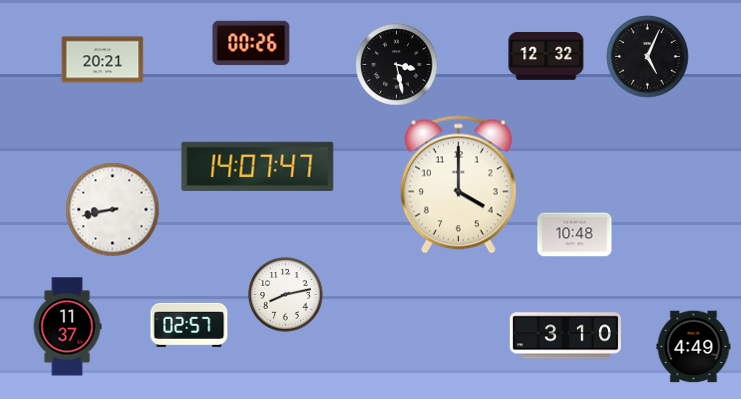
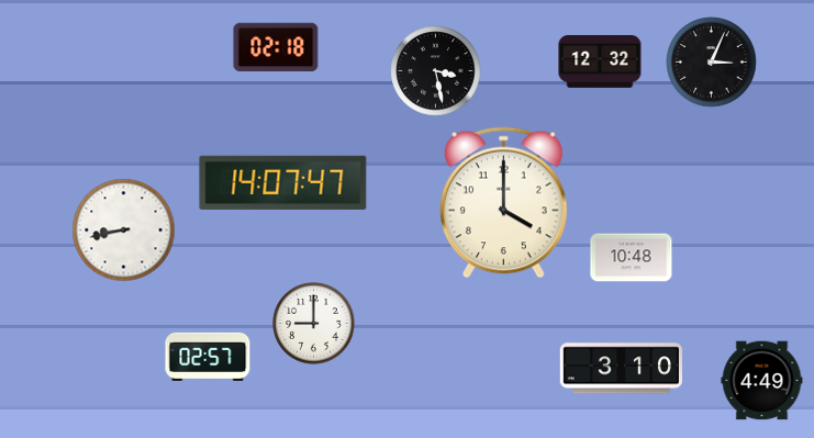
clock at (251, 43): 00:26 -> 02:18
clock at (648, 57): 5:04 -> 3:04
clock at (103, 60): 20:21 -> none
clock at (286, 295): 8:13 -> 9:00
clock at (67, 327): 11:37 -> none
